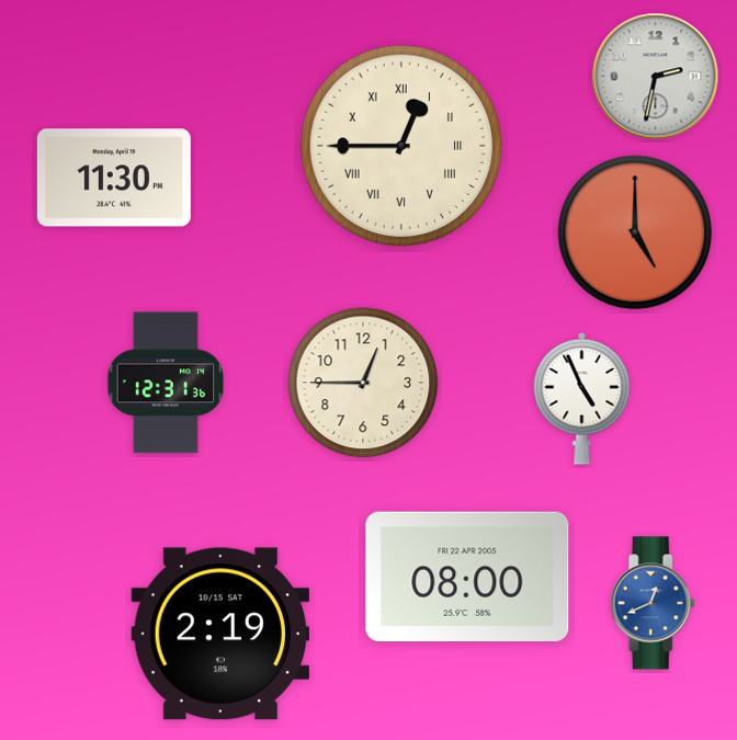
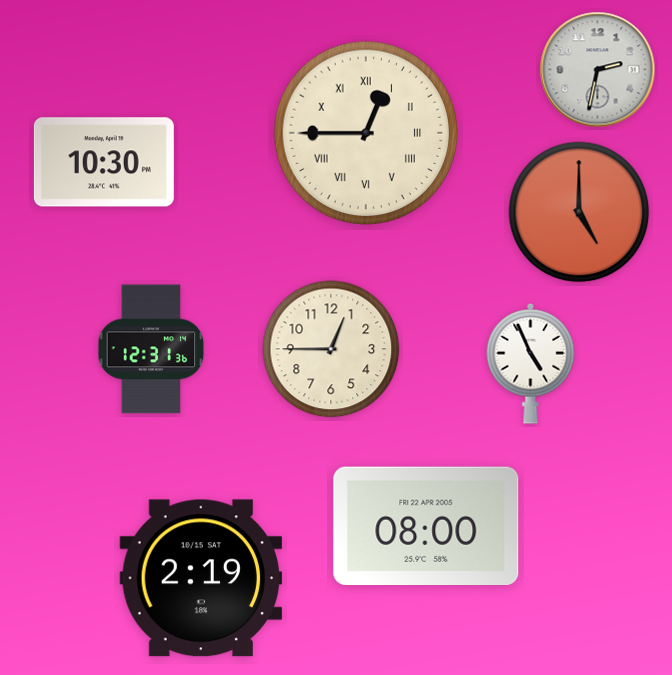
clock at (114, 178): 11:30 -> 10:30
clock at (653, 603): 12:41 -> none
